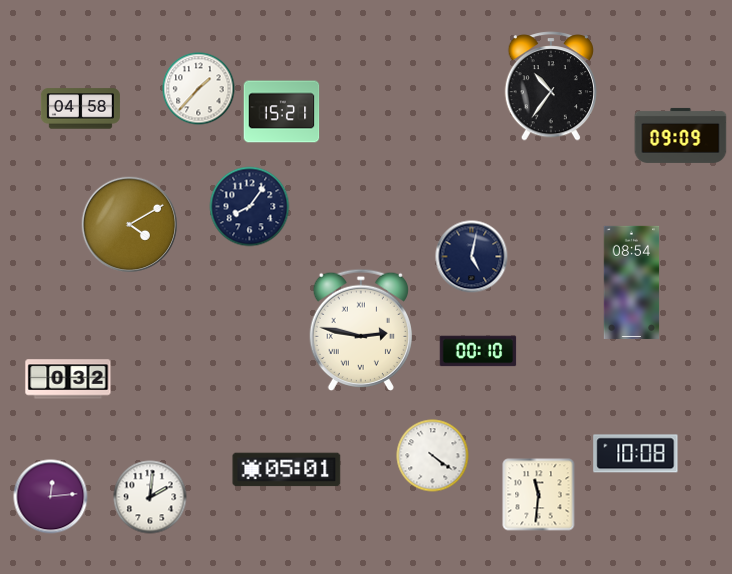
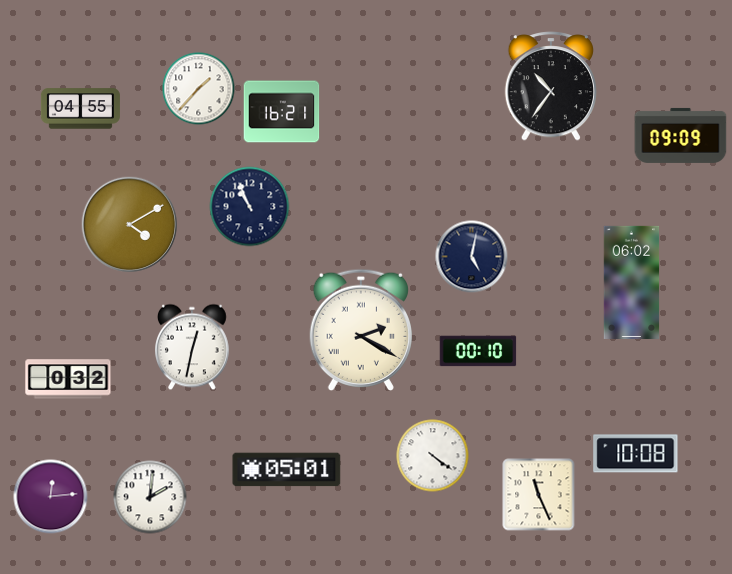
clock at (80, 109): 04:58 -> 04:55
clock at (282, 112): 15:21 -> 16:21
clock at (250, 207): 8:06 -> 10:56
clock at (632, 282): 08:54 -> 06:02
clock at (361, 329): 2:47 -> 2:20
clock at (193, 347): none -> 12:32
clock at (539, 495): 11:31 -> 11:26
